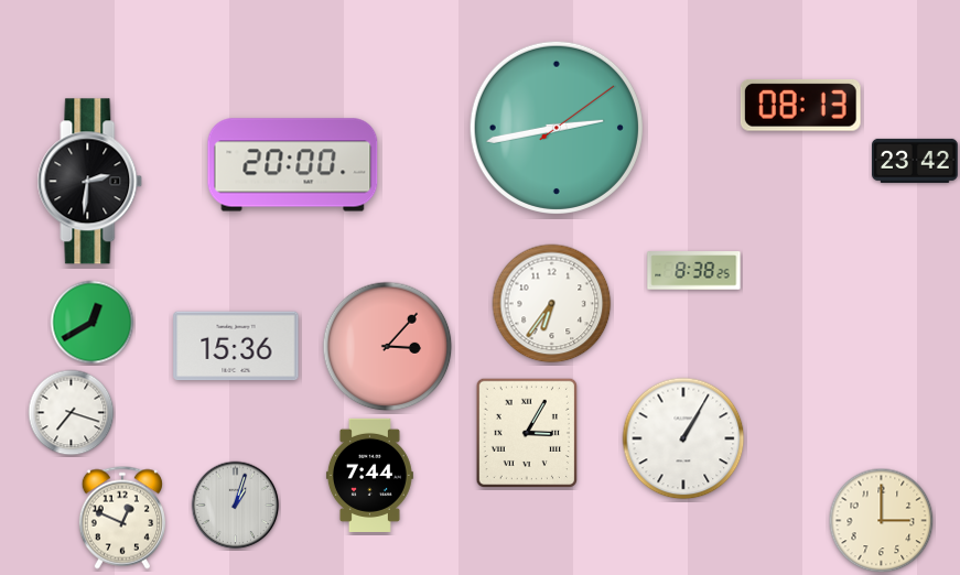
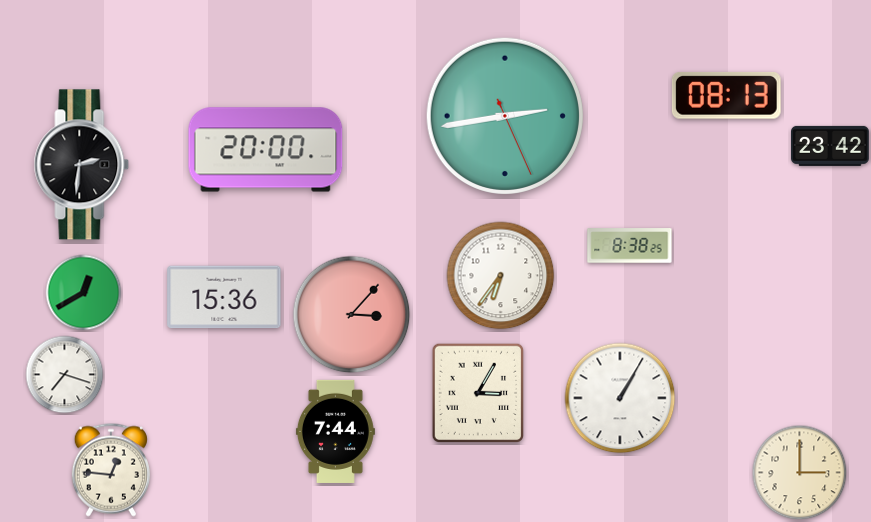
clock at (557, 128): 2:43:09 -> 2:43:26
clock at (236, 346) position: (236, 346) -> (224, 297)
clock at (236, 506): 1:03 -> none
clock at (122, 518): 12:49 -> 12:46
